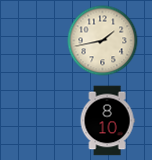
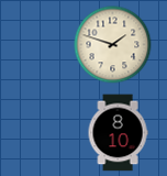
clock at (103, 41): 1:43 -> 1:48
